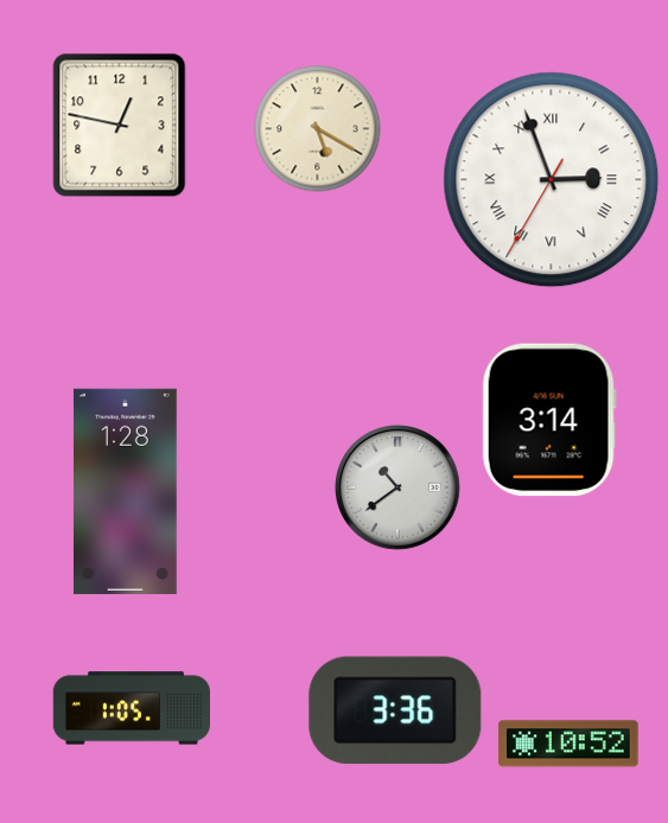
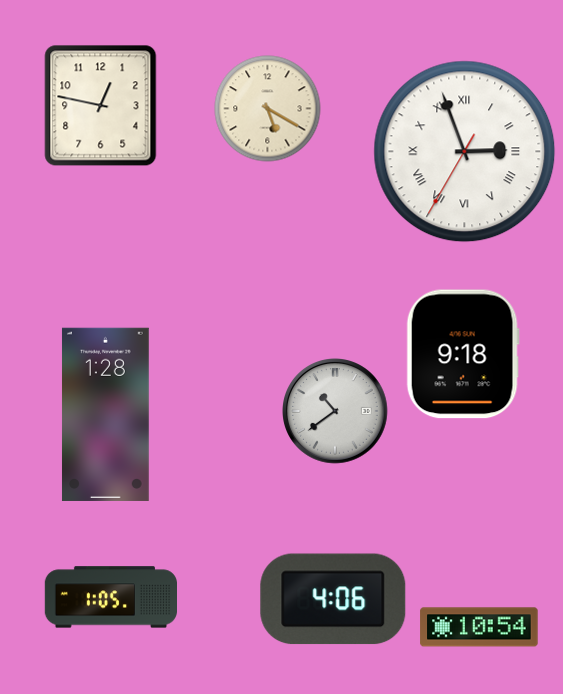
clock at (549, 420): 3:14 -> 9:18
clock at (395, 710): 3:36 -> 4:06
clock at (568, 744): 10:52 -> 10:54
